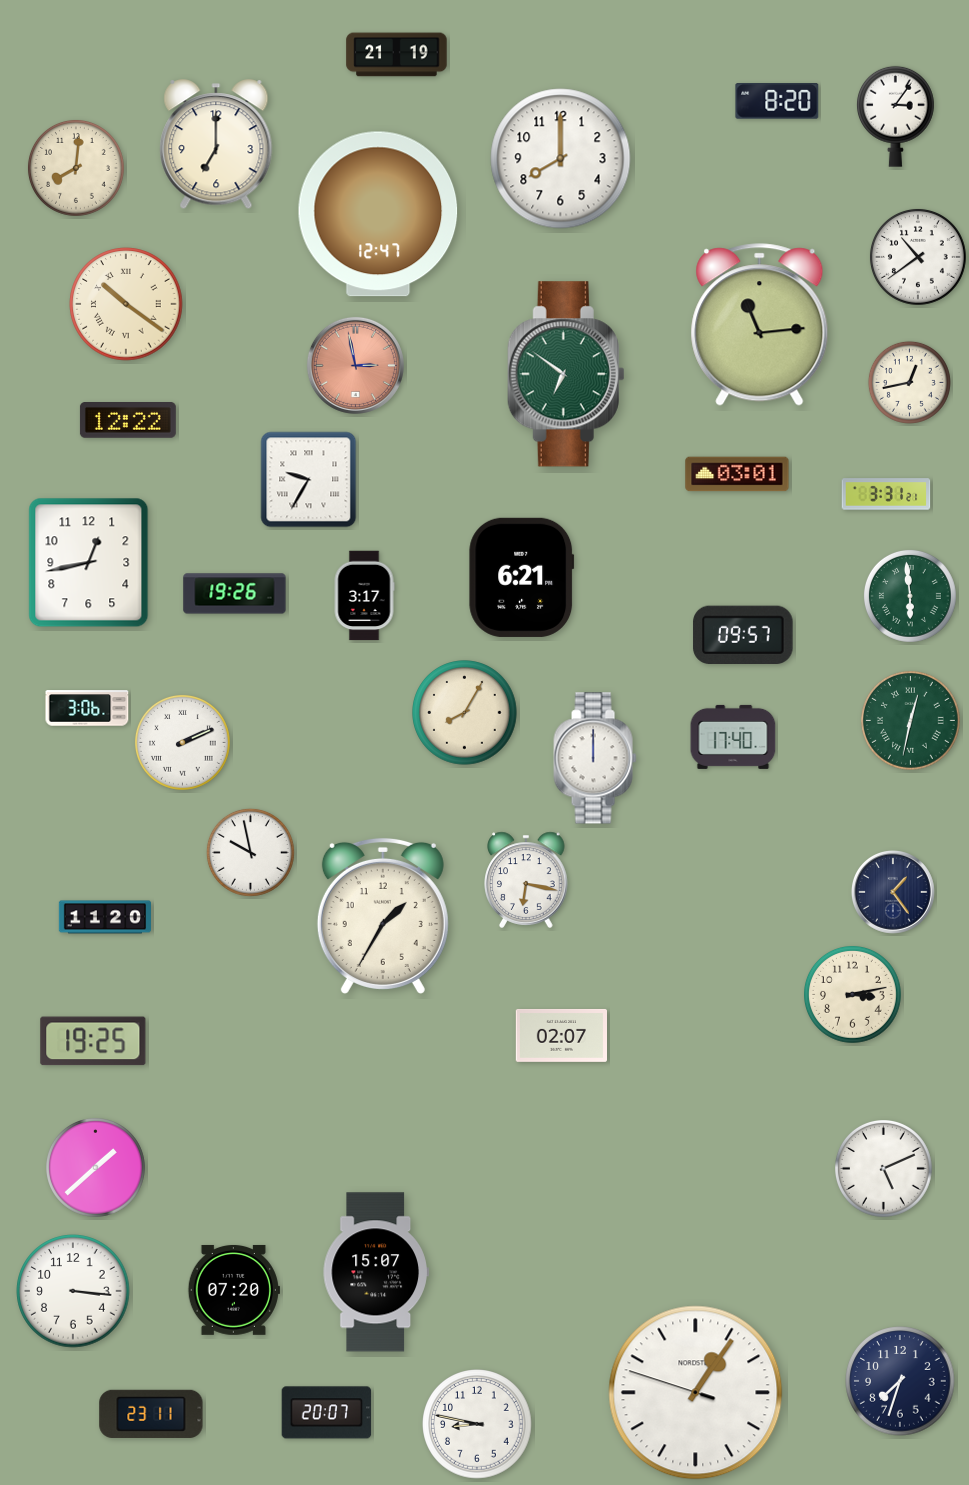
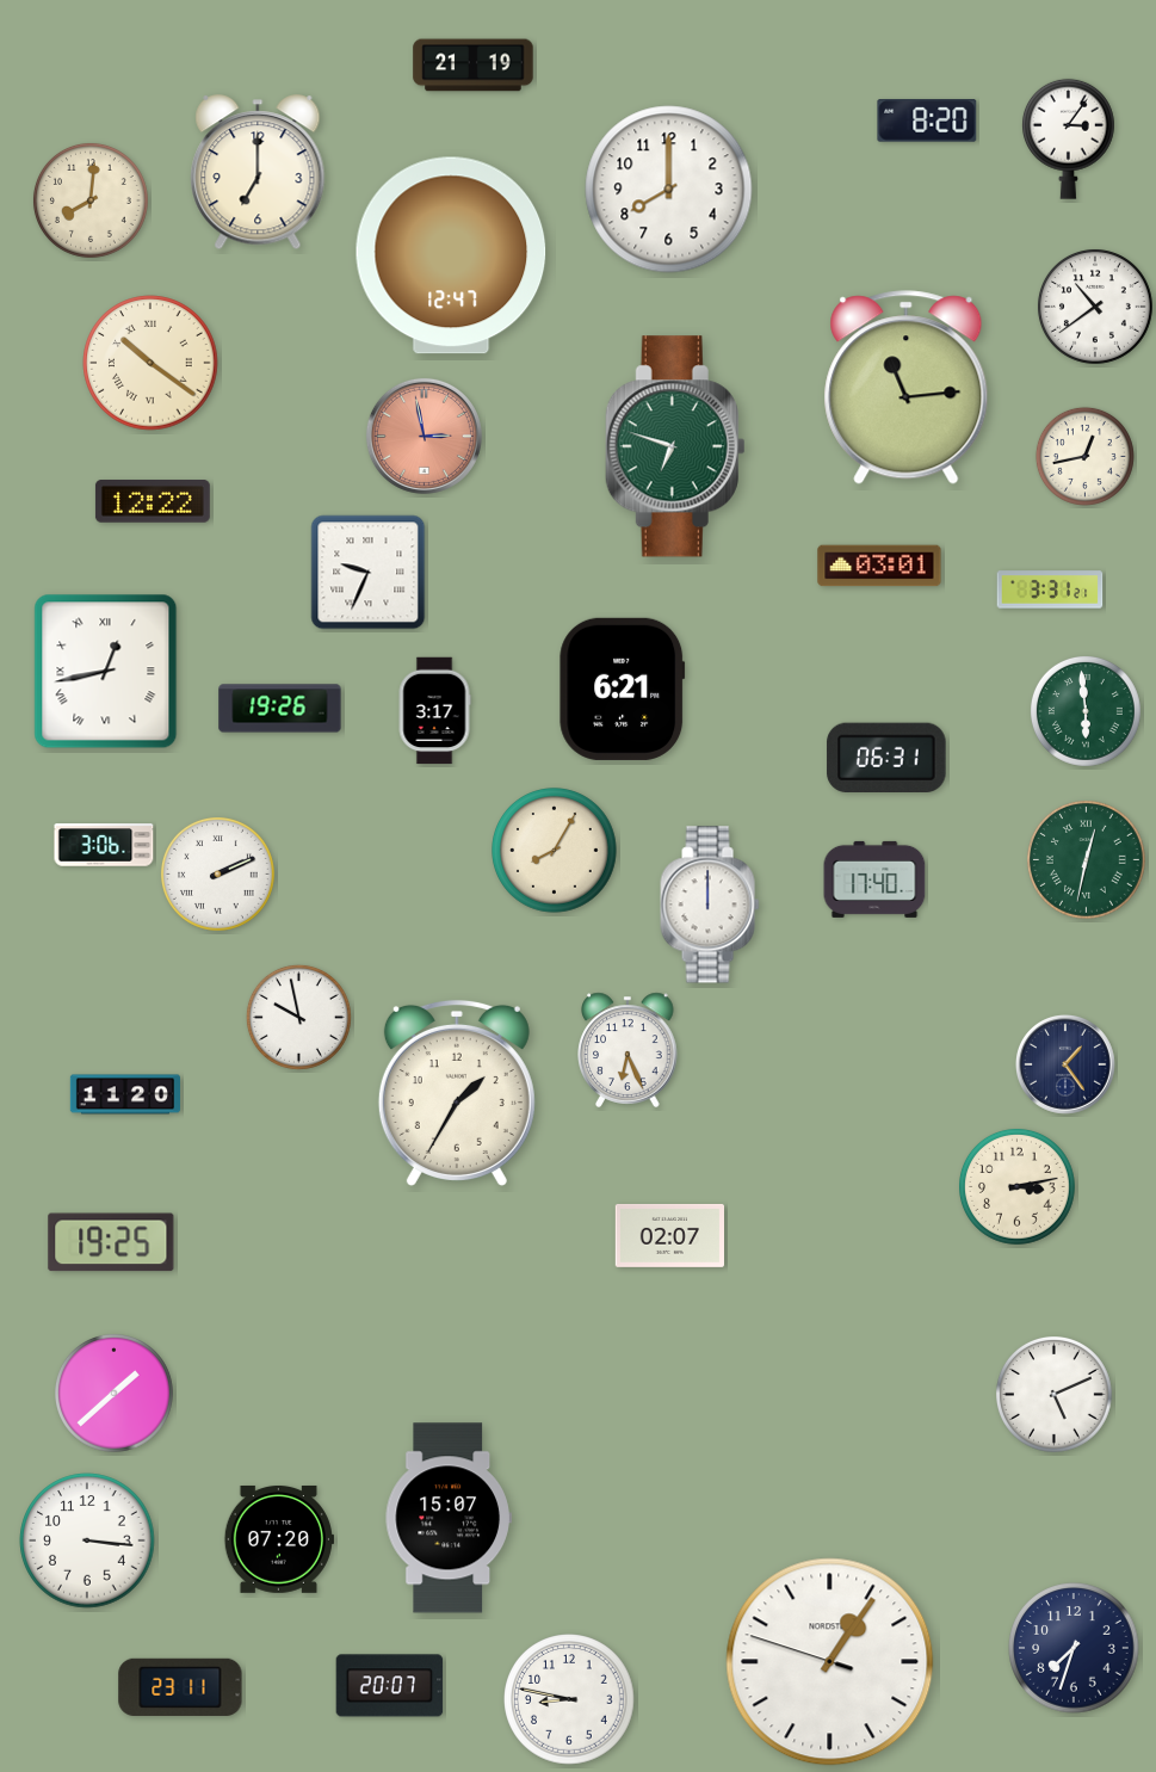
clock at (566, 374): 6:51 -> 6:48
clock at (309, 480): 9:35 -> 9:34
clock at (886, 494) position: (886, 494) -> (1050, 589)
clock at (89, 563) numerals: Arabic -> Roman
clock at (743, 634): 09:57 -> 06:31
clock at (182, 742) position: (182, 742) -> (217, 873)
clock at (526, 880): 6:17 -> 6:26
